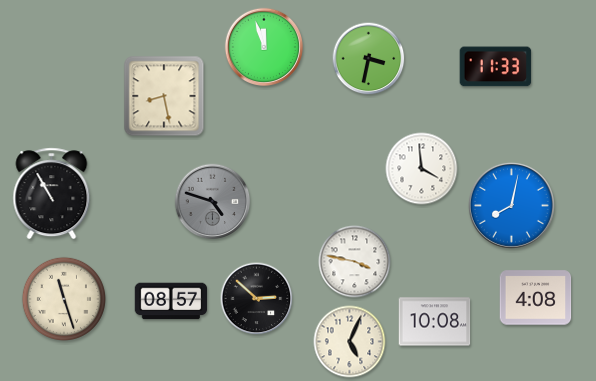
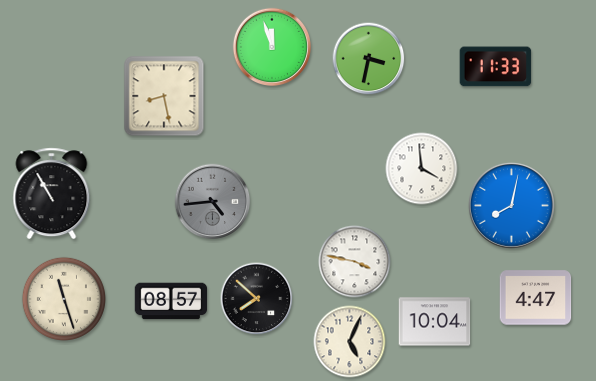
clock at (263, 46) position: (263, 46) -> (271, 46)
clock at (213, 202): 4:48 -> 4:44
clock at (536, 298): 4:08 -> 4:47
clock at (257, 299): 2:52 -> 7:52
clock at (435, 322): 10:08 -> 10:04
